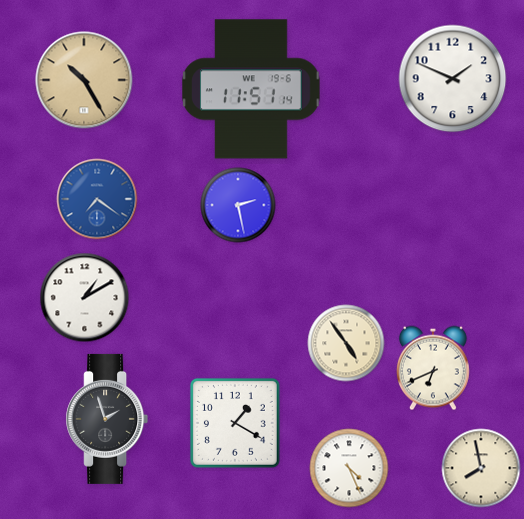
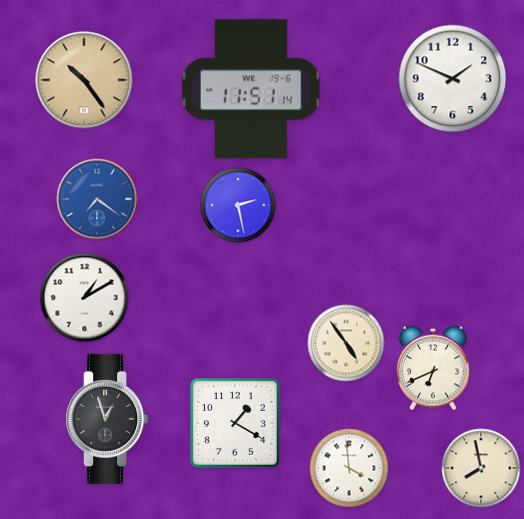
clock at (84, 80): 10:25 -> 10:24
clock at (107, 419): 1:57 -> 12:57
clock at (349, 468): 4:26 -> 3:59
